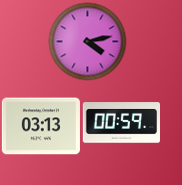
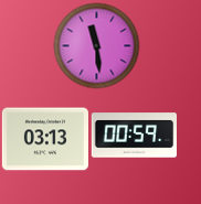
clock at (87, 41): 4:13 -> 11:29
